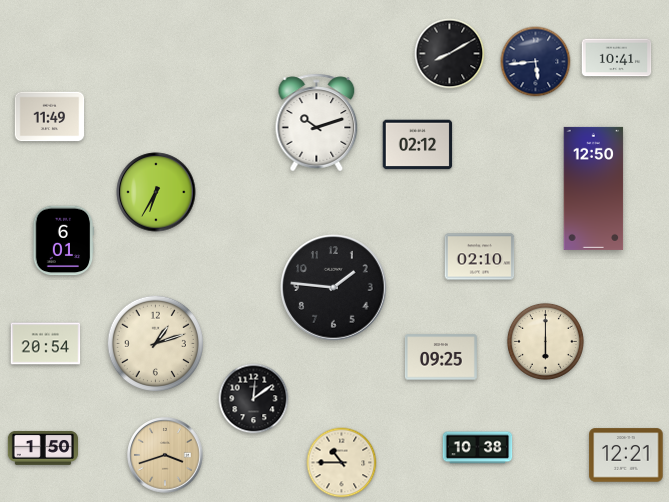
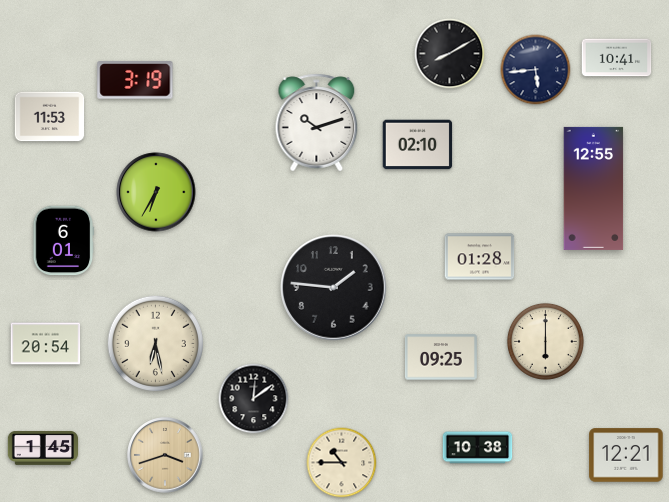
clock at (536, 62) position: (536, 62) -> (536, 70)
clock at (135, 80): none -> 3:19
clock at (50, 117): 11:49 -> 11:53
clock at (418, 145): 02:12 -> 02:10
clock at (594, 188): 12:50 -> 12:55
clock at (480, 257): 02:10 -> 01:28
clock at (155, 343): 1:12 -> 6:28
clock at (43, 448): 1:50 -> 1:45
